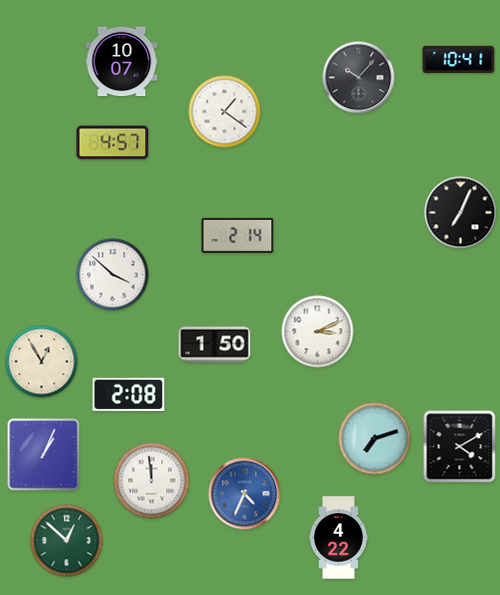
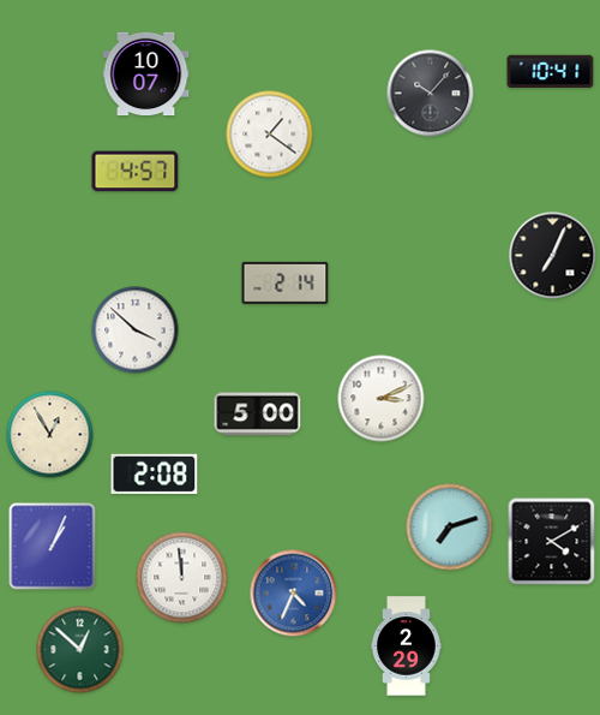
clock at (215, 345): 1:50 -> 5:00
clock at (460, 447) position: (460, 447) -> (552, 542)
clock at (338, 538): 4:22 -> 2:29
